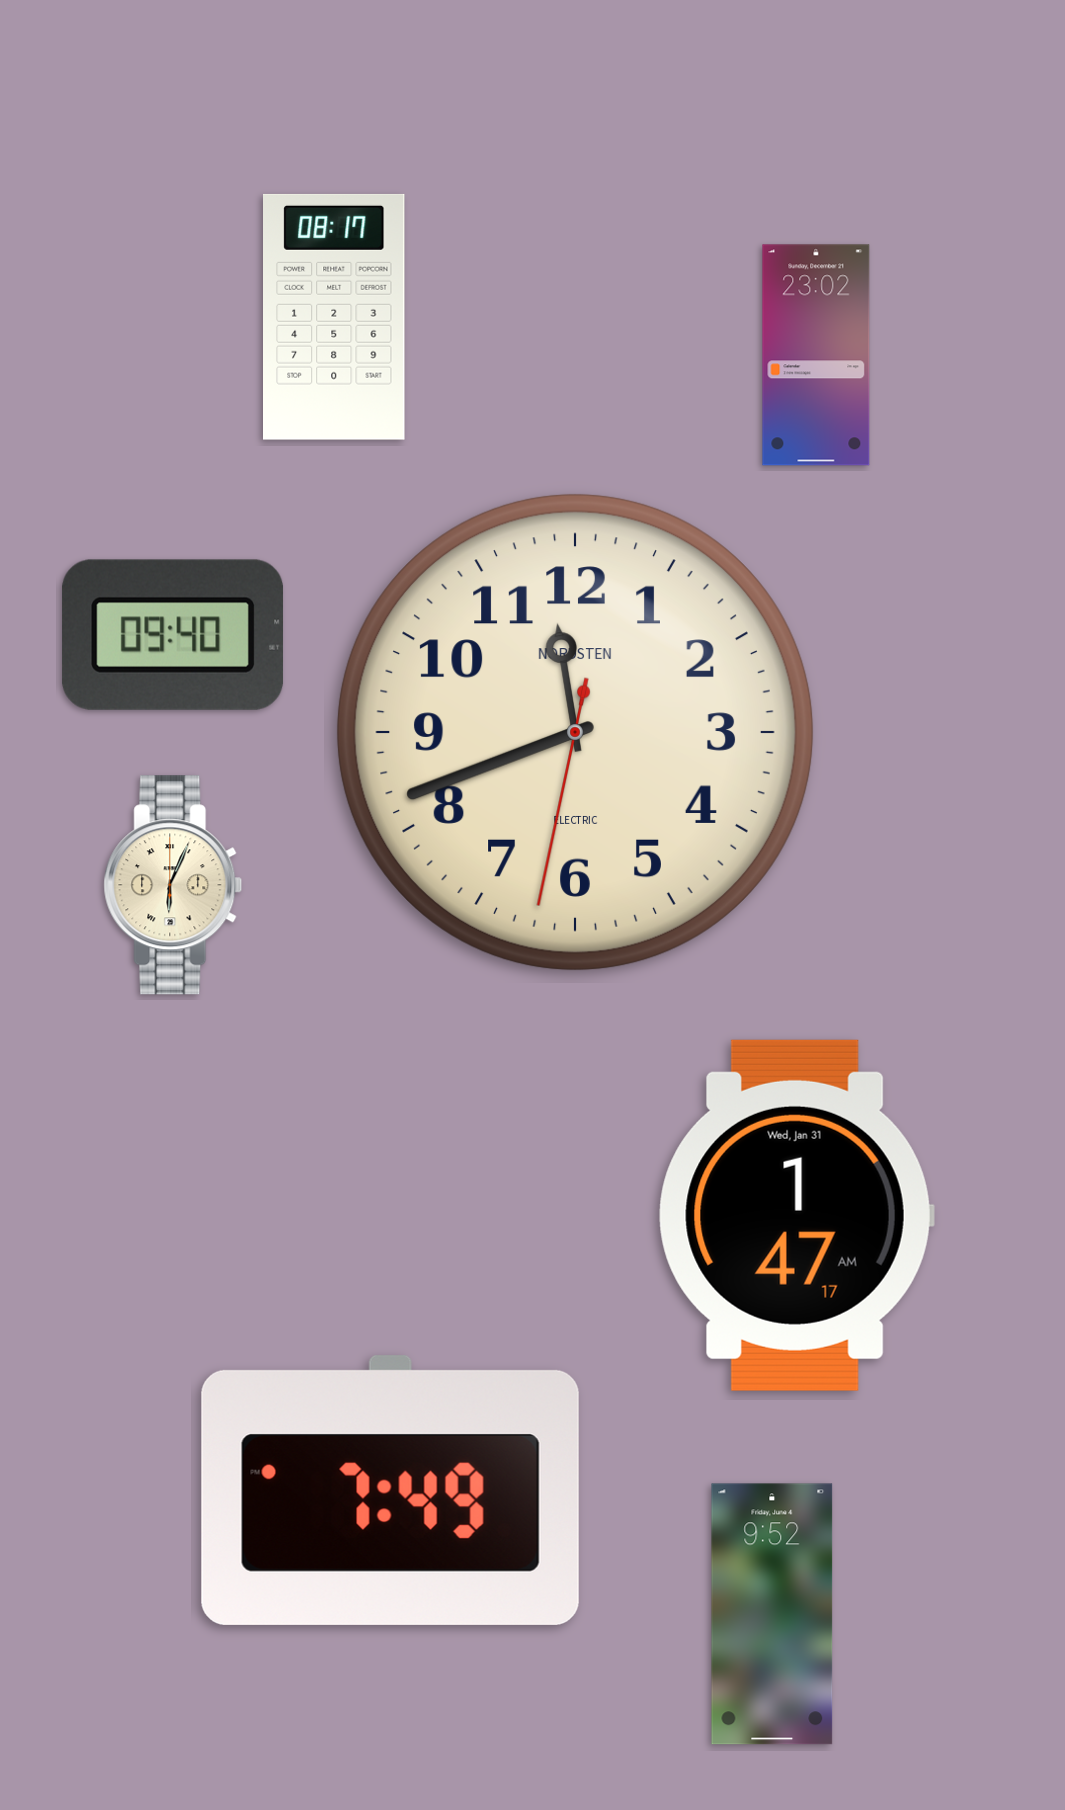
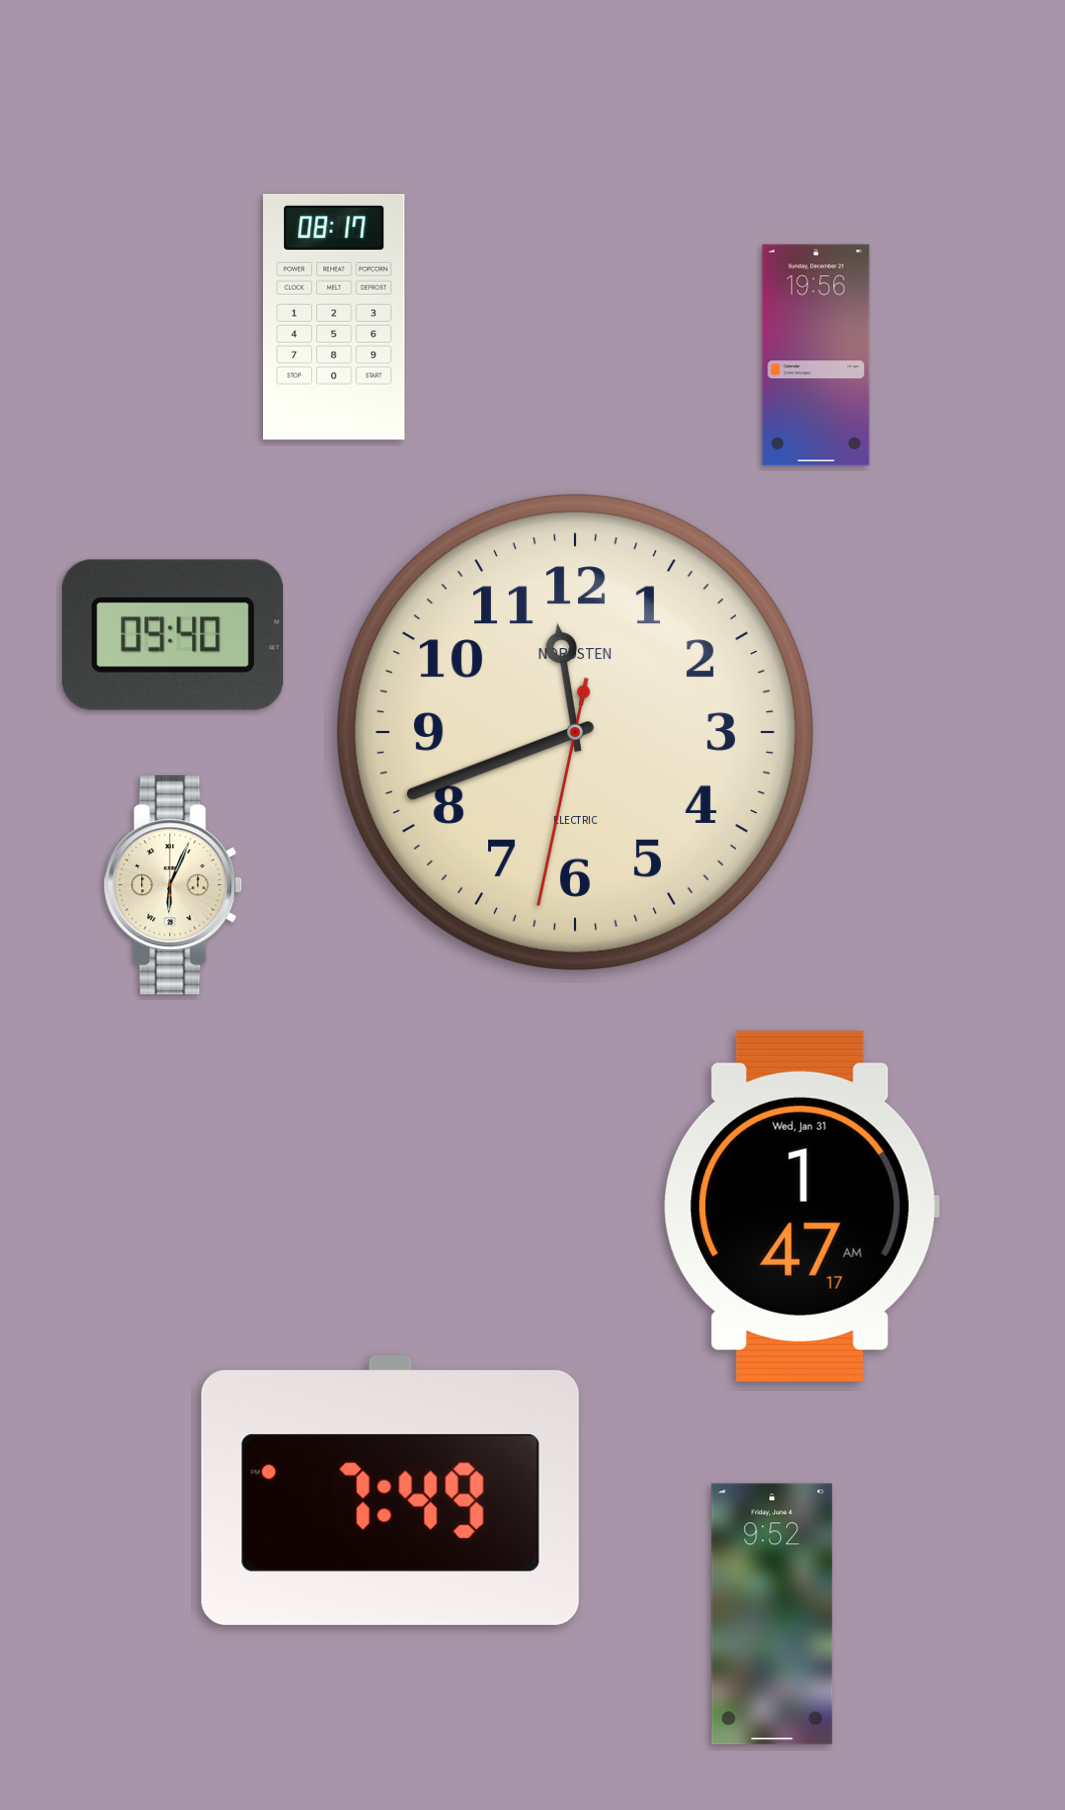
clock at (816, 355): 23:02 -> 19:56
clock at (796, 1215) position: (796, 1215) -> (801, 1206)
